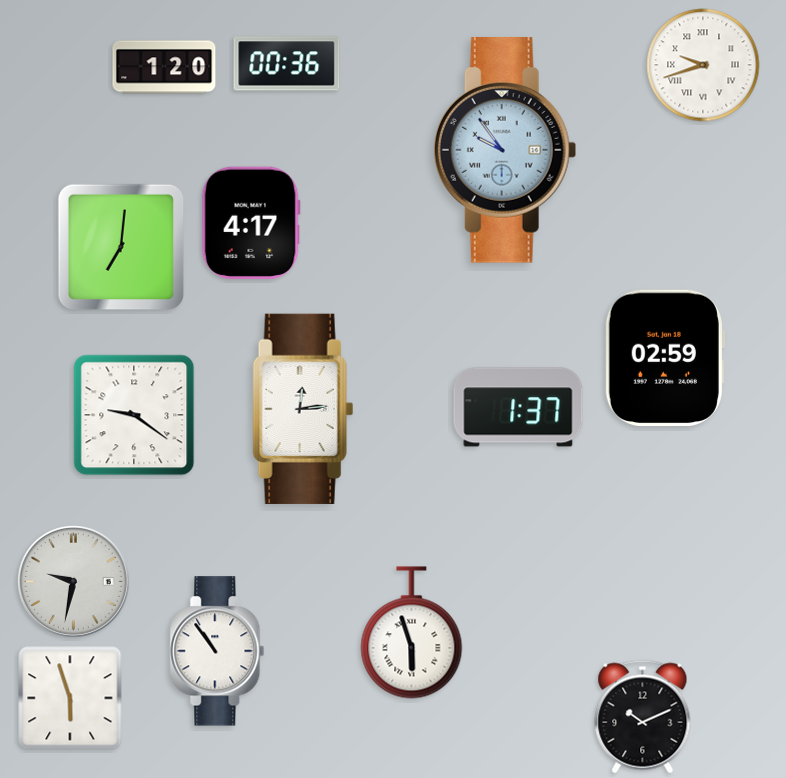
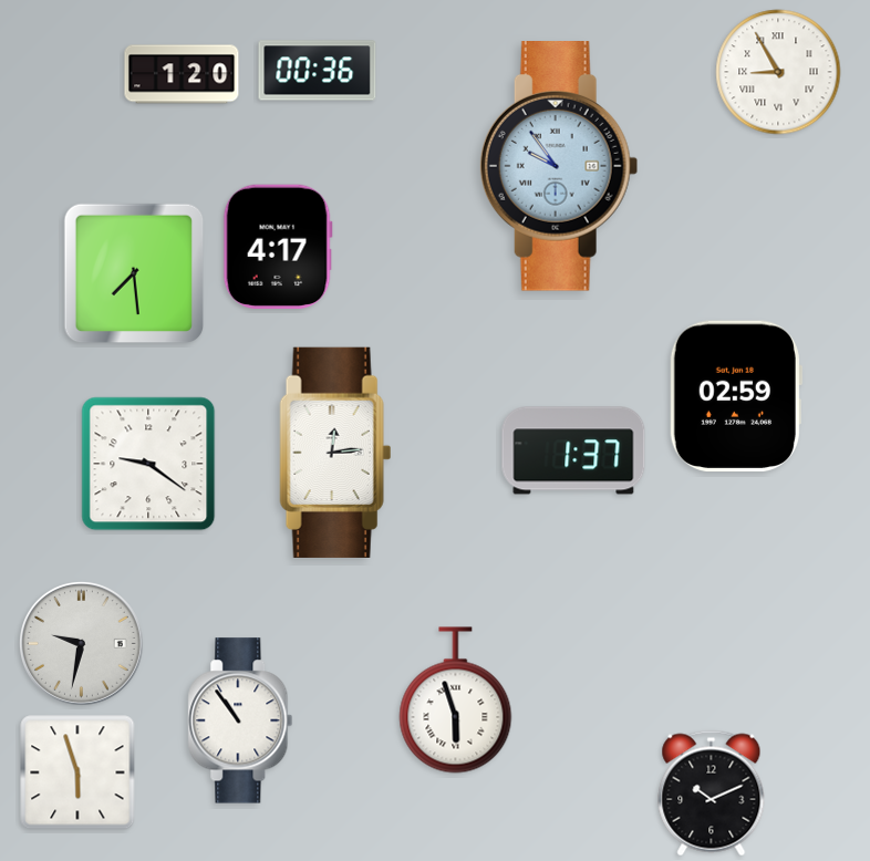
clock at (703, 65): 9:42 -> 8:55
clock at (121, 247): 7:01 -> 7:29
clock at (134, 415) position: (134, 415) -> (148, 464)
